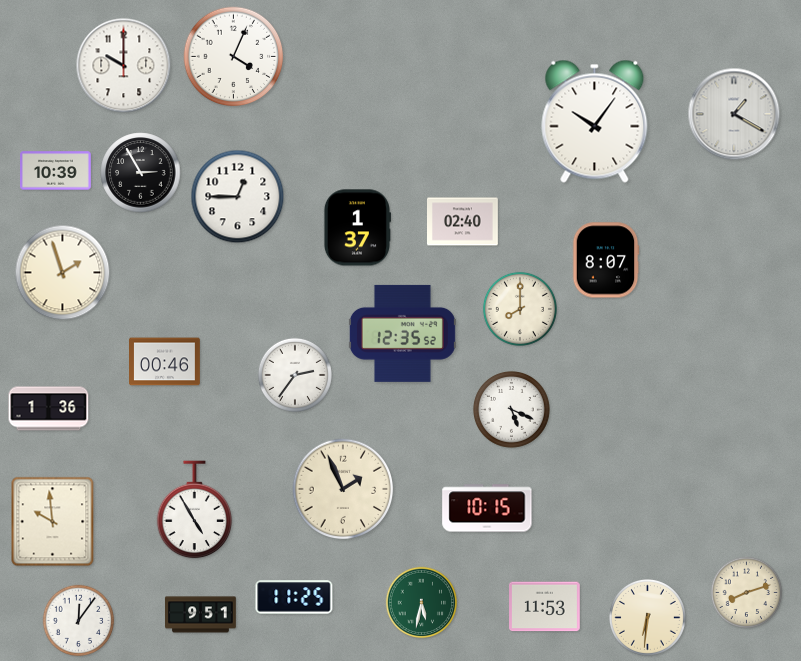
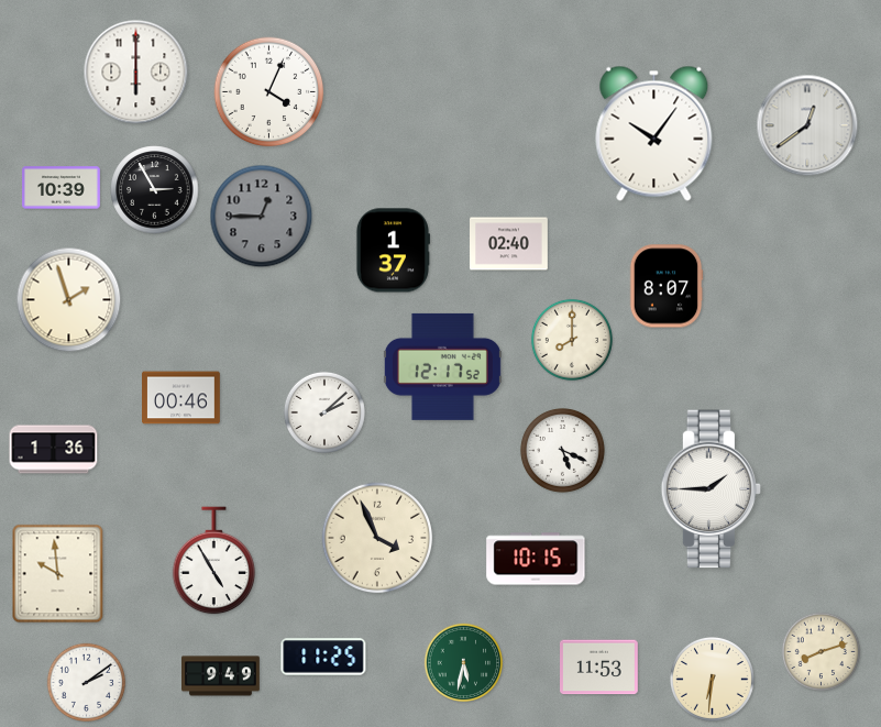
clock at (234, 57) position: (234, 57) -> (269, 92)
clock at (124, 66): 10:00 -> 6:00
clock at (734, 114): 1:20 -> 12:39
clock at (238, 197) dial: white -> grey
clock at (402, 333): 12:35 -> 12:17
clock at (295, 375): 2:36 -> 2:08
clock at (712, 489): none -> 1:45
clock at (343, 489): 1:56 -> 3:56
clock at (201, 615): 9:51 -> 9:49
clock at (79, 621): 12:06 -> 2:09
